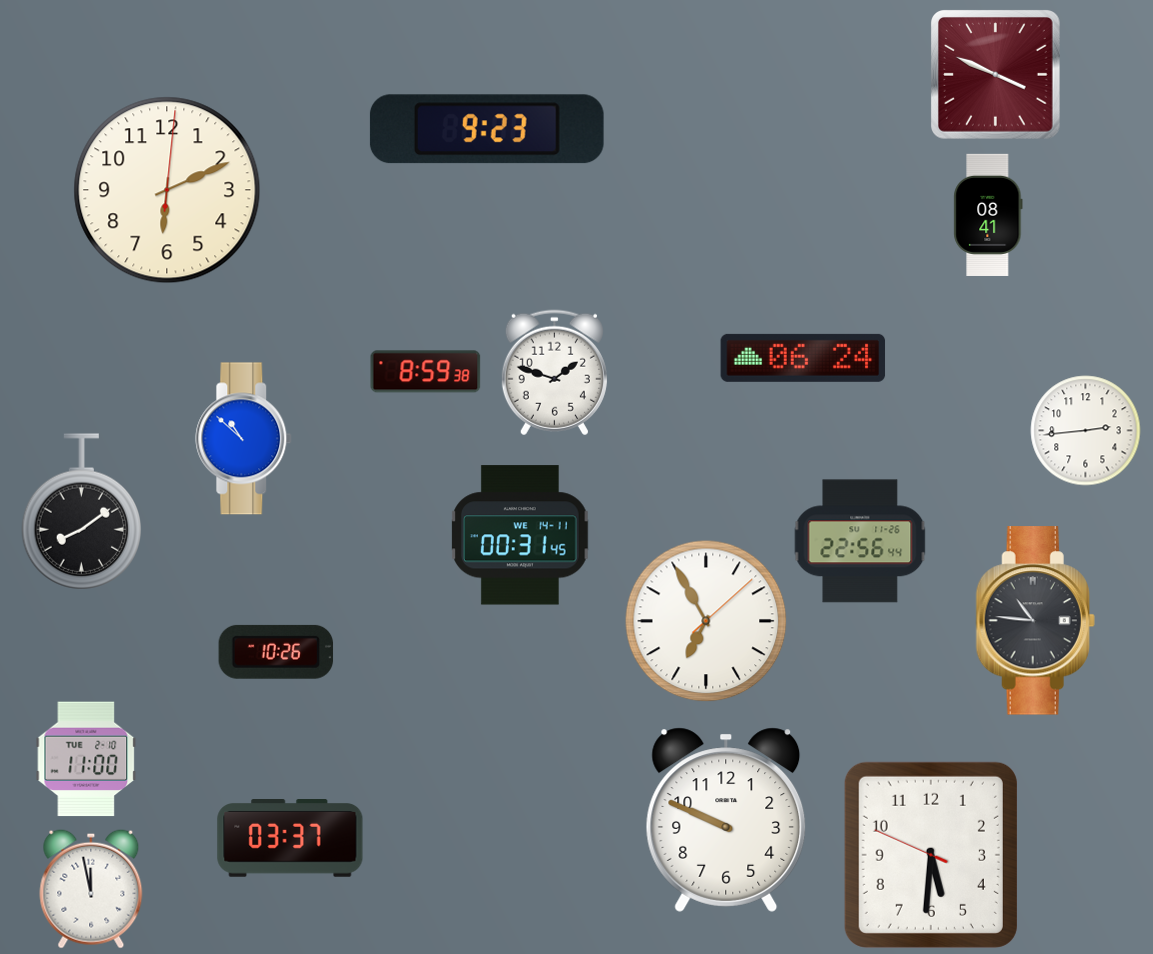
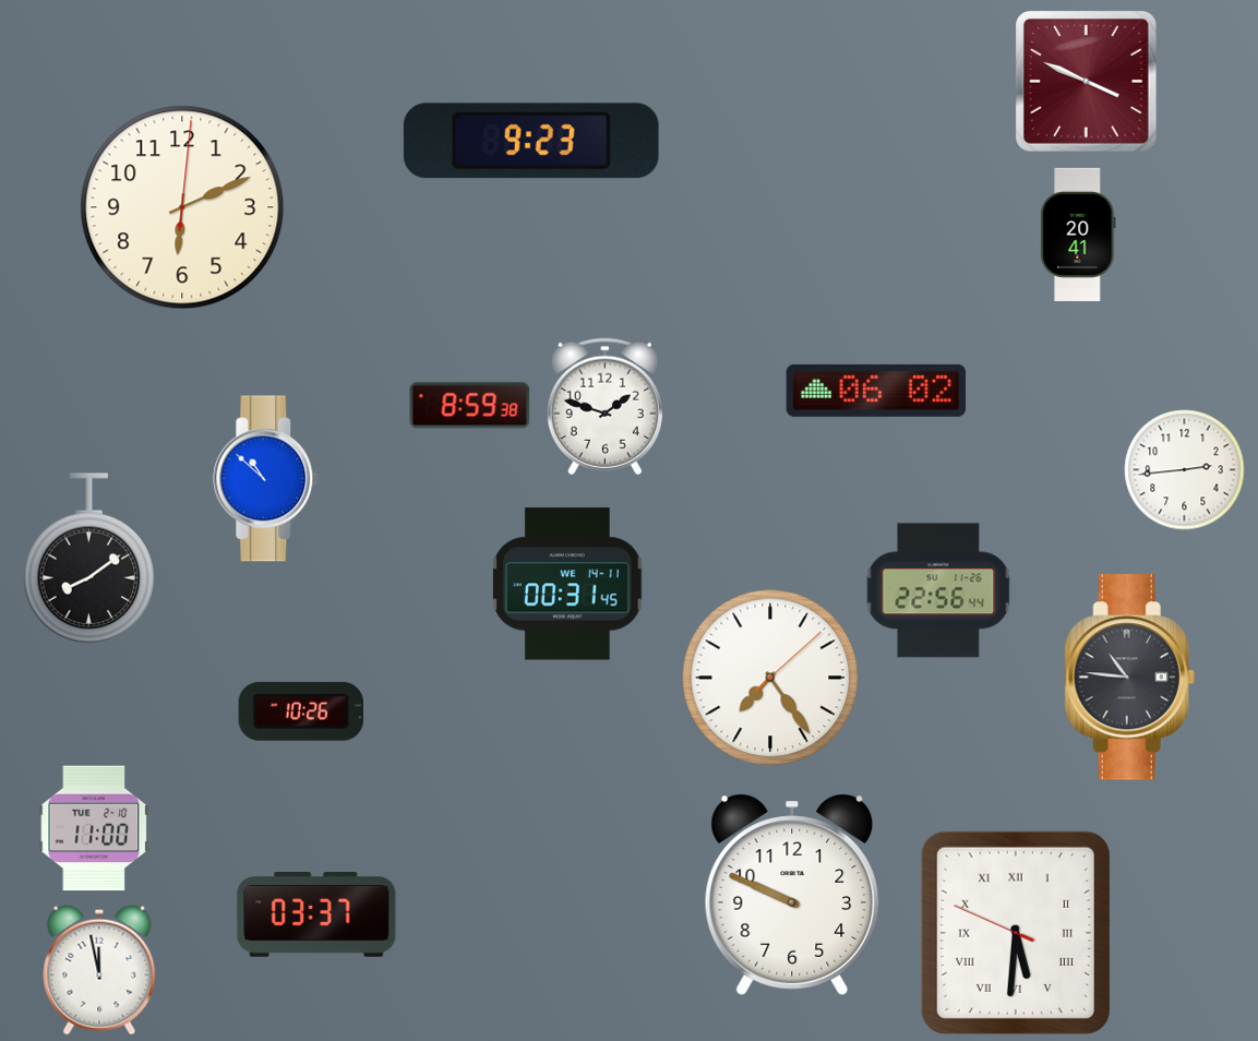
clock at (988, 215): 08:41 -> 20:41
clock at (803, 358): 06:24 -> 06:02
clock at (426, 372) position: (426, 372) -> (470, 406)
clock at (706, 621): 6:55 -> 7:24
clock at (931, 855) numerals: Arabic -> Roman
